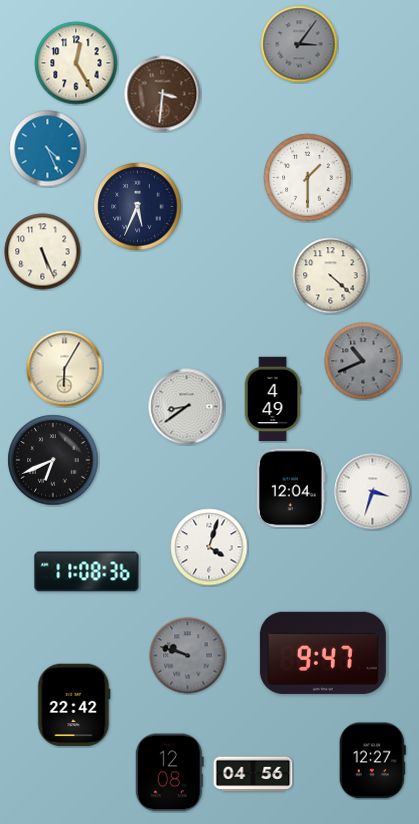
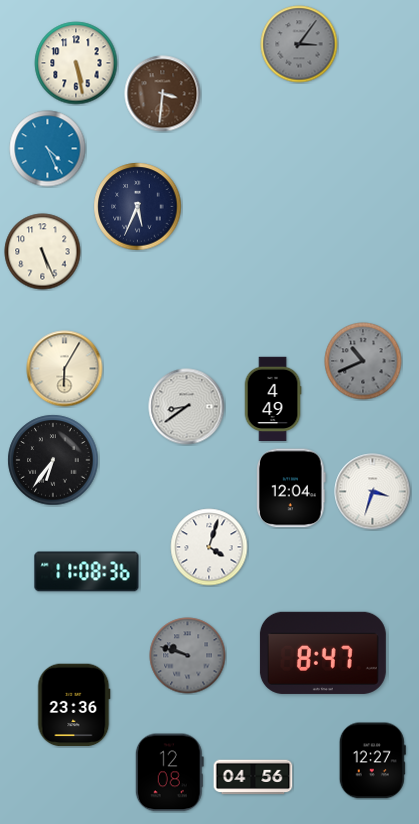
clock at (76, 63): 12:25 -> 5:28
clock at (308, 178): 1:30 -> none
clock at (331, 276): 4:22 -> none
clock at (53, 460): 6:41 -> 6:36
clock at (323, 653): 9:47 -> 8:47
clock at (74, 705): 22:42 -> 23:36
clock at (253, 774) position: (253, 774) -> (253, 777)
